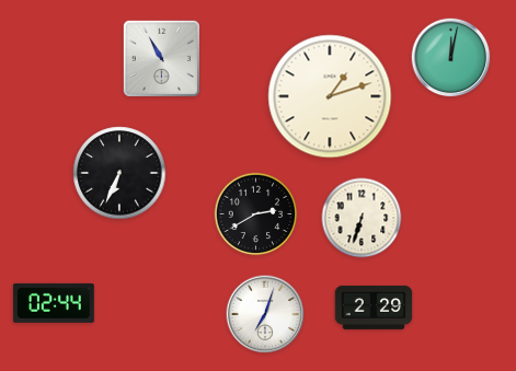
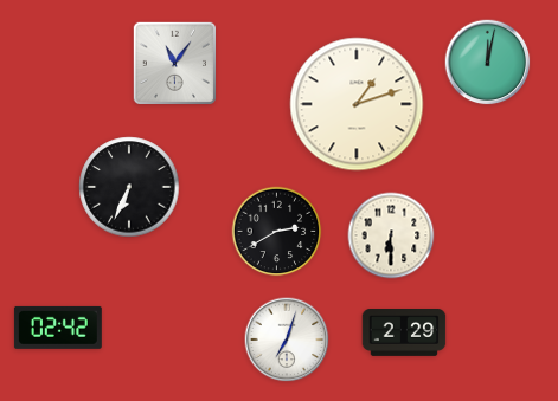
clock at (161, 58): 10:55 -> 11:06
clock at (362, 218): 6:33 -> 6:30
clock at (54, 303): 02:44 -> 02:42
